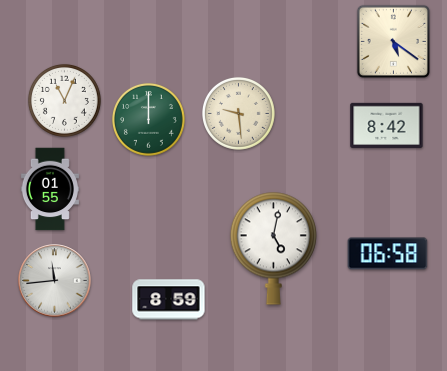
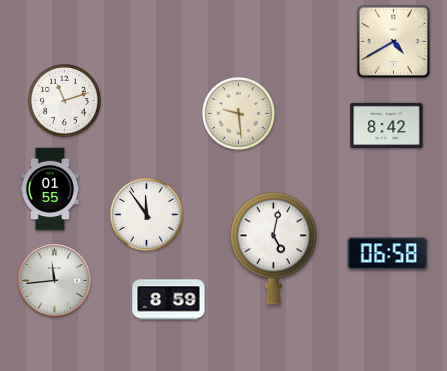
clock at (393, 41): 5:21 -> 4:40
clock at (64, 100): 11:04 -> 11:12
clock at (148, 119): 12:00 -> none
clock at (146, 214): none -> 11:54
